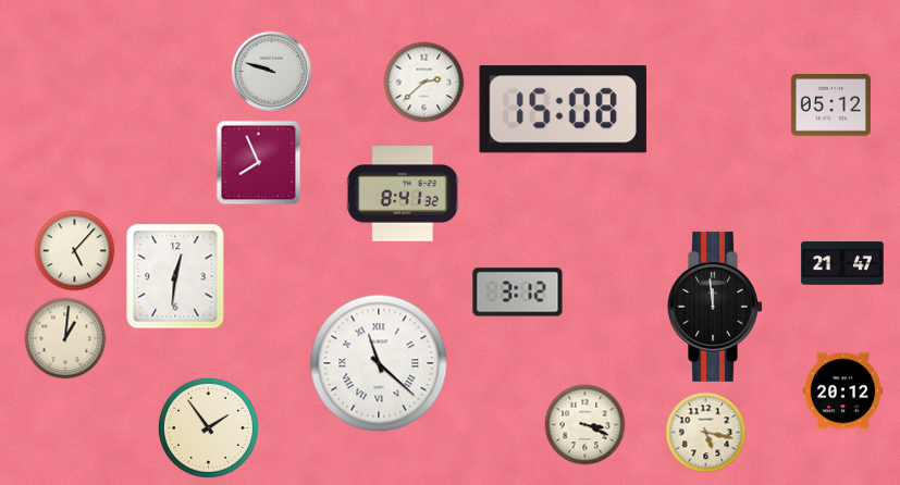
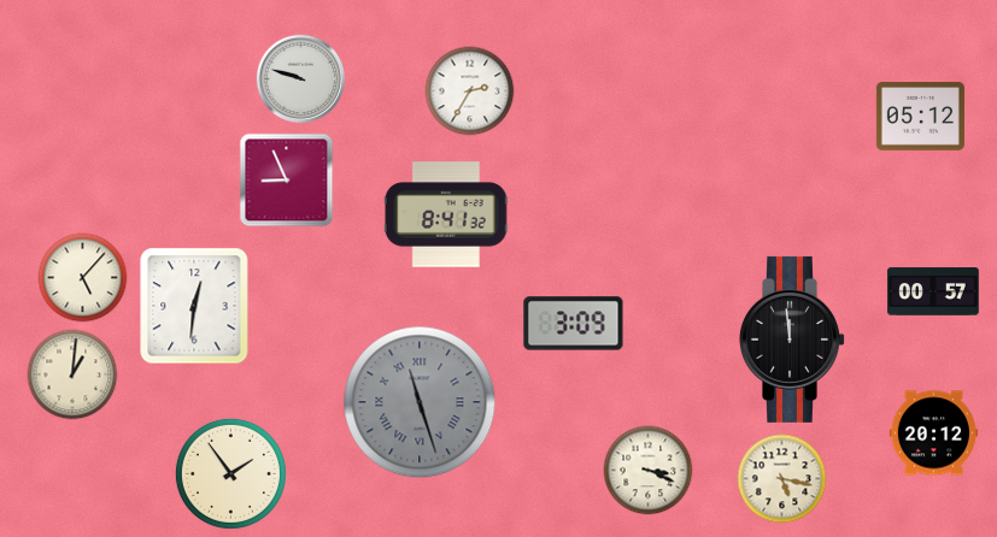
clock at (424, 83): 2:38 -> 2:35
clock at (563, 110): 15:08 -> none
clock at (259, 163): 7:56 -> 8:56
clock at (842, 263): 21:47 -> 00:57
clock at (518, 293): 3:12 -> 3:09
clock at (379, 363): 11:22 -> 11:27
clock at (379, 363) dial: white -> grey
